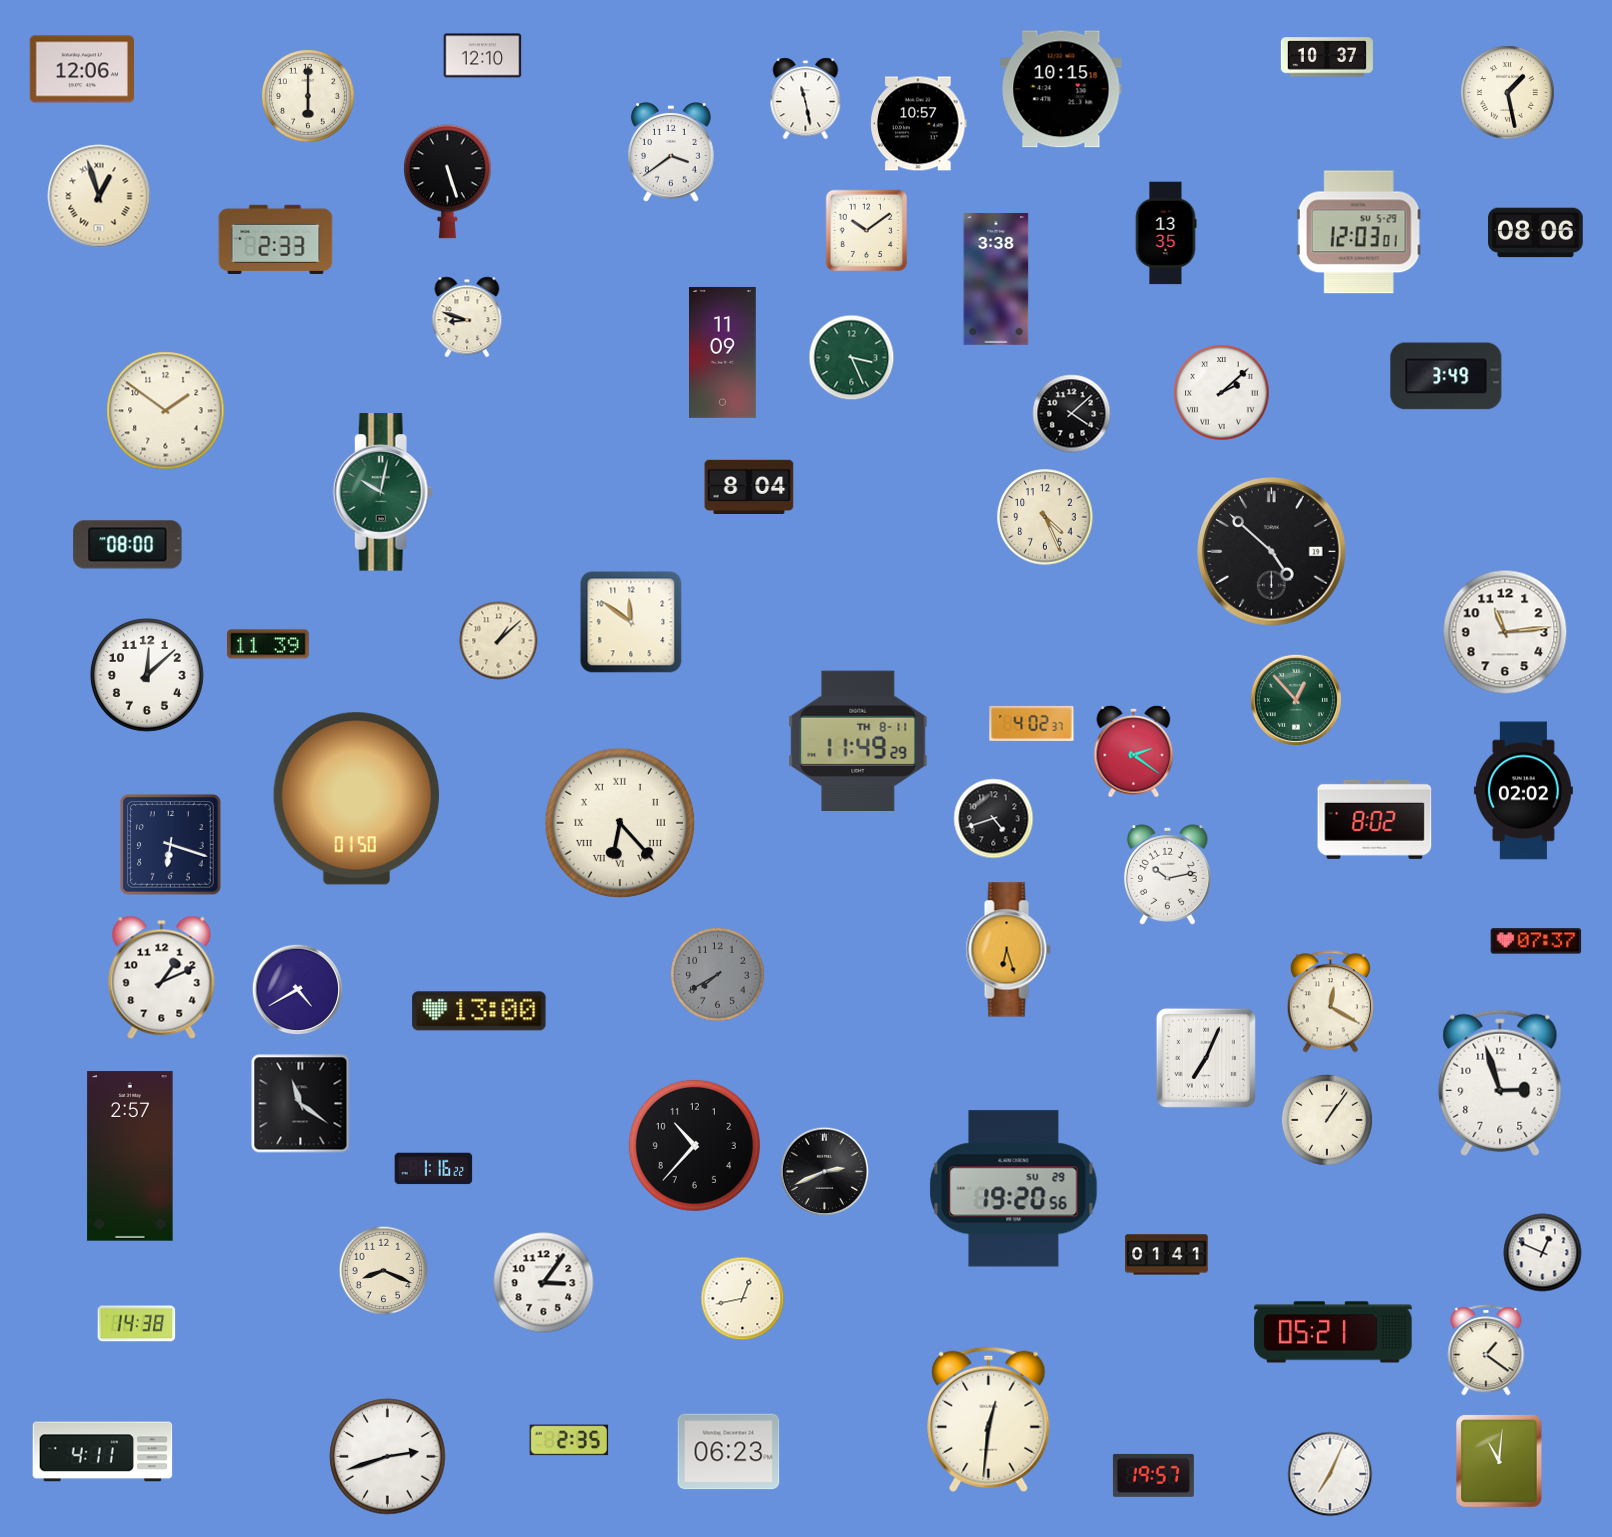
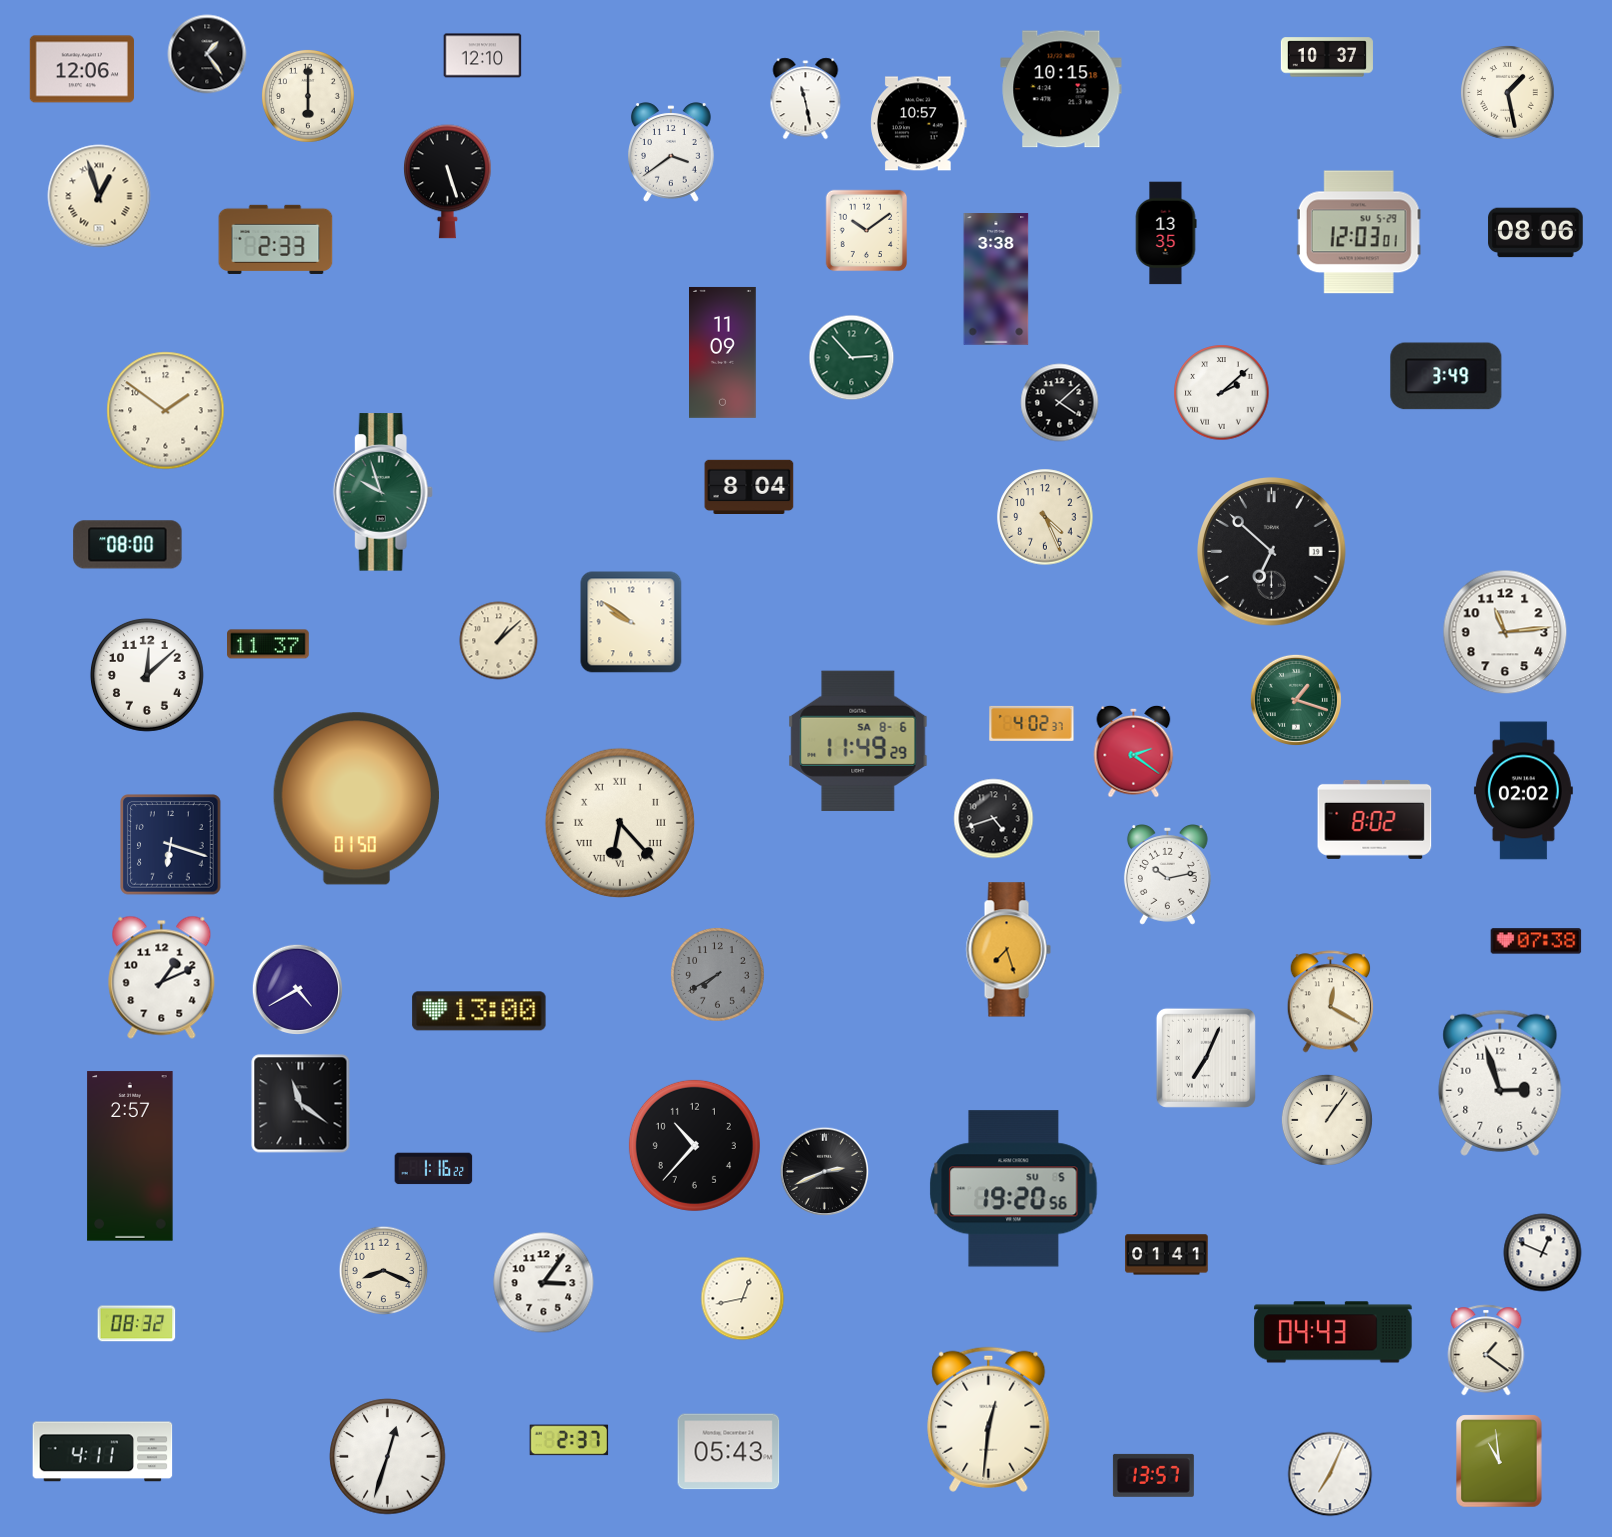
clock at (207, 54): none -> 1:24
clock at (467, 317): 8:48 -> none
clock at (852, 358): 3:26 -> 2:53
clock at (1072, 414) position: (1072, 414) -> (1060, 403)
clock at (383, 492): 10:02 -> 9:57
clock at (1272, 552): 4:52 -> 6:52
clock at (631, 622): 11:51 -> 9:51
clock at (269, 644): 11:39 -> 11:37
clock at (1296, 700): 12:53 -> 1:18
clock at (858, 740) date: TH 8-11 -> SA 8-6
clock at (1536, 941): 07:37 -> 07:38
clock at (1008, 950): 6:27 -> 7:27
clock at (1014, 1189) date: SU 29 -> SU 5
clock at (137, 1324): 14:38 -> 08:32
clock at (1333, 1332): 05:21 -> 04:43
clock at (569, 1440): 2:35 -> 2:37
clock at (729, 1452): 06:23 -> 05:43
clock at (388, 1457): 2:42 -> 12:33
clock at (1499, 1461): 11:01 -> 10:59
clock at (1153, 1475): 19:57 -> 13:57
